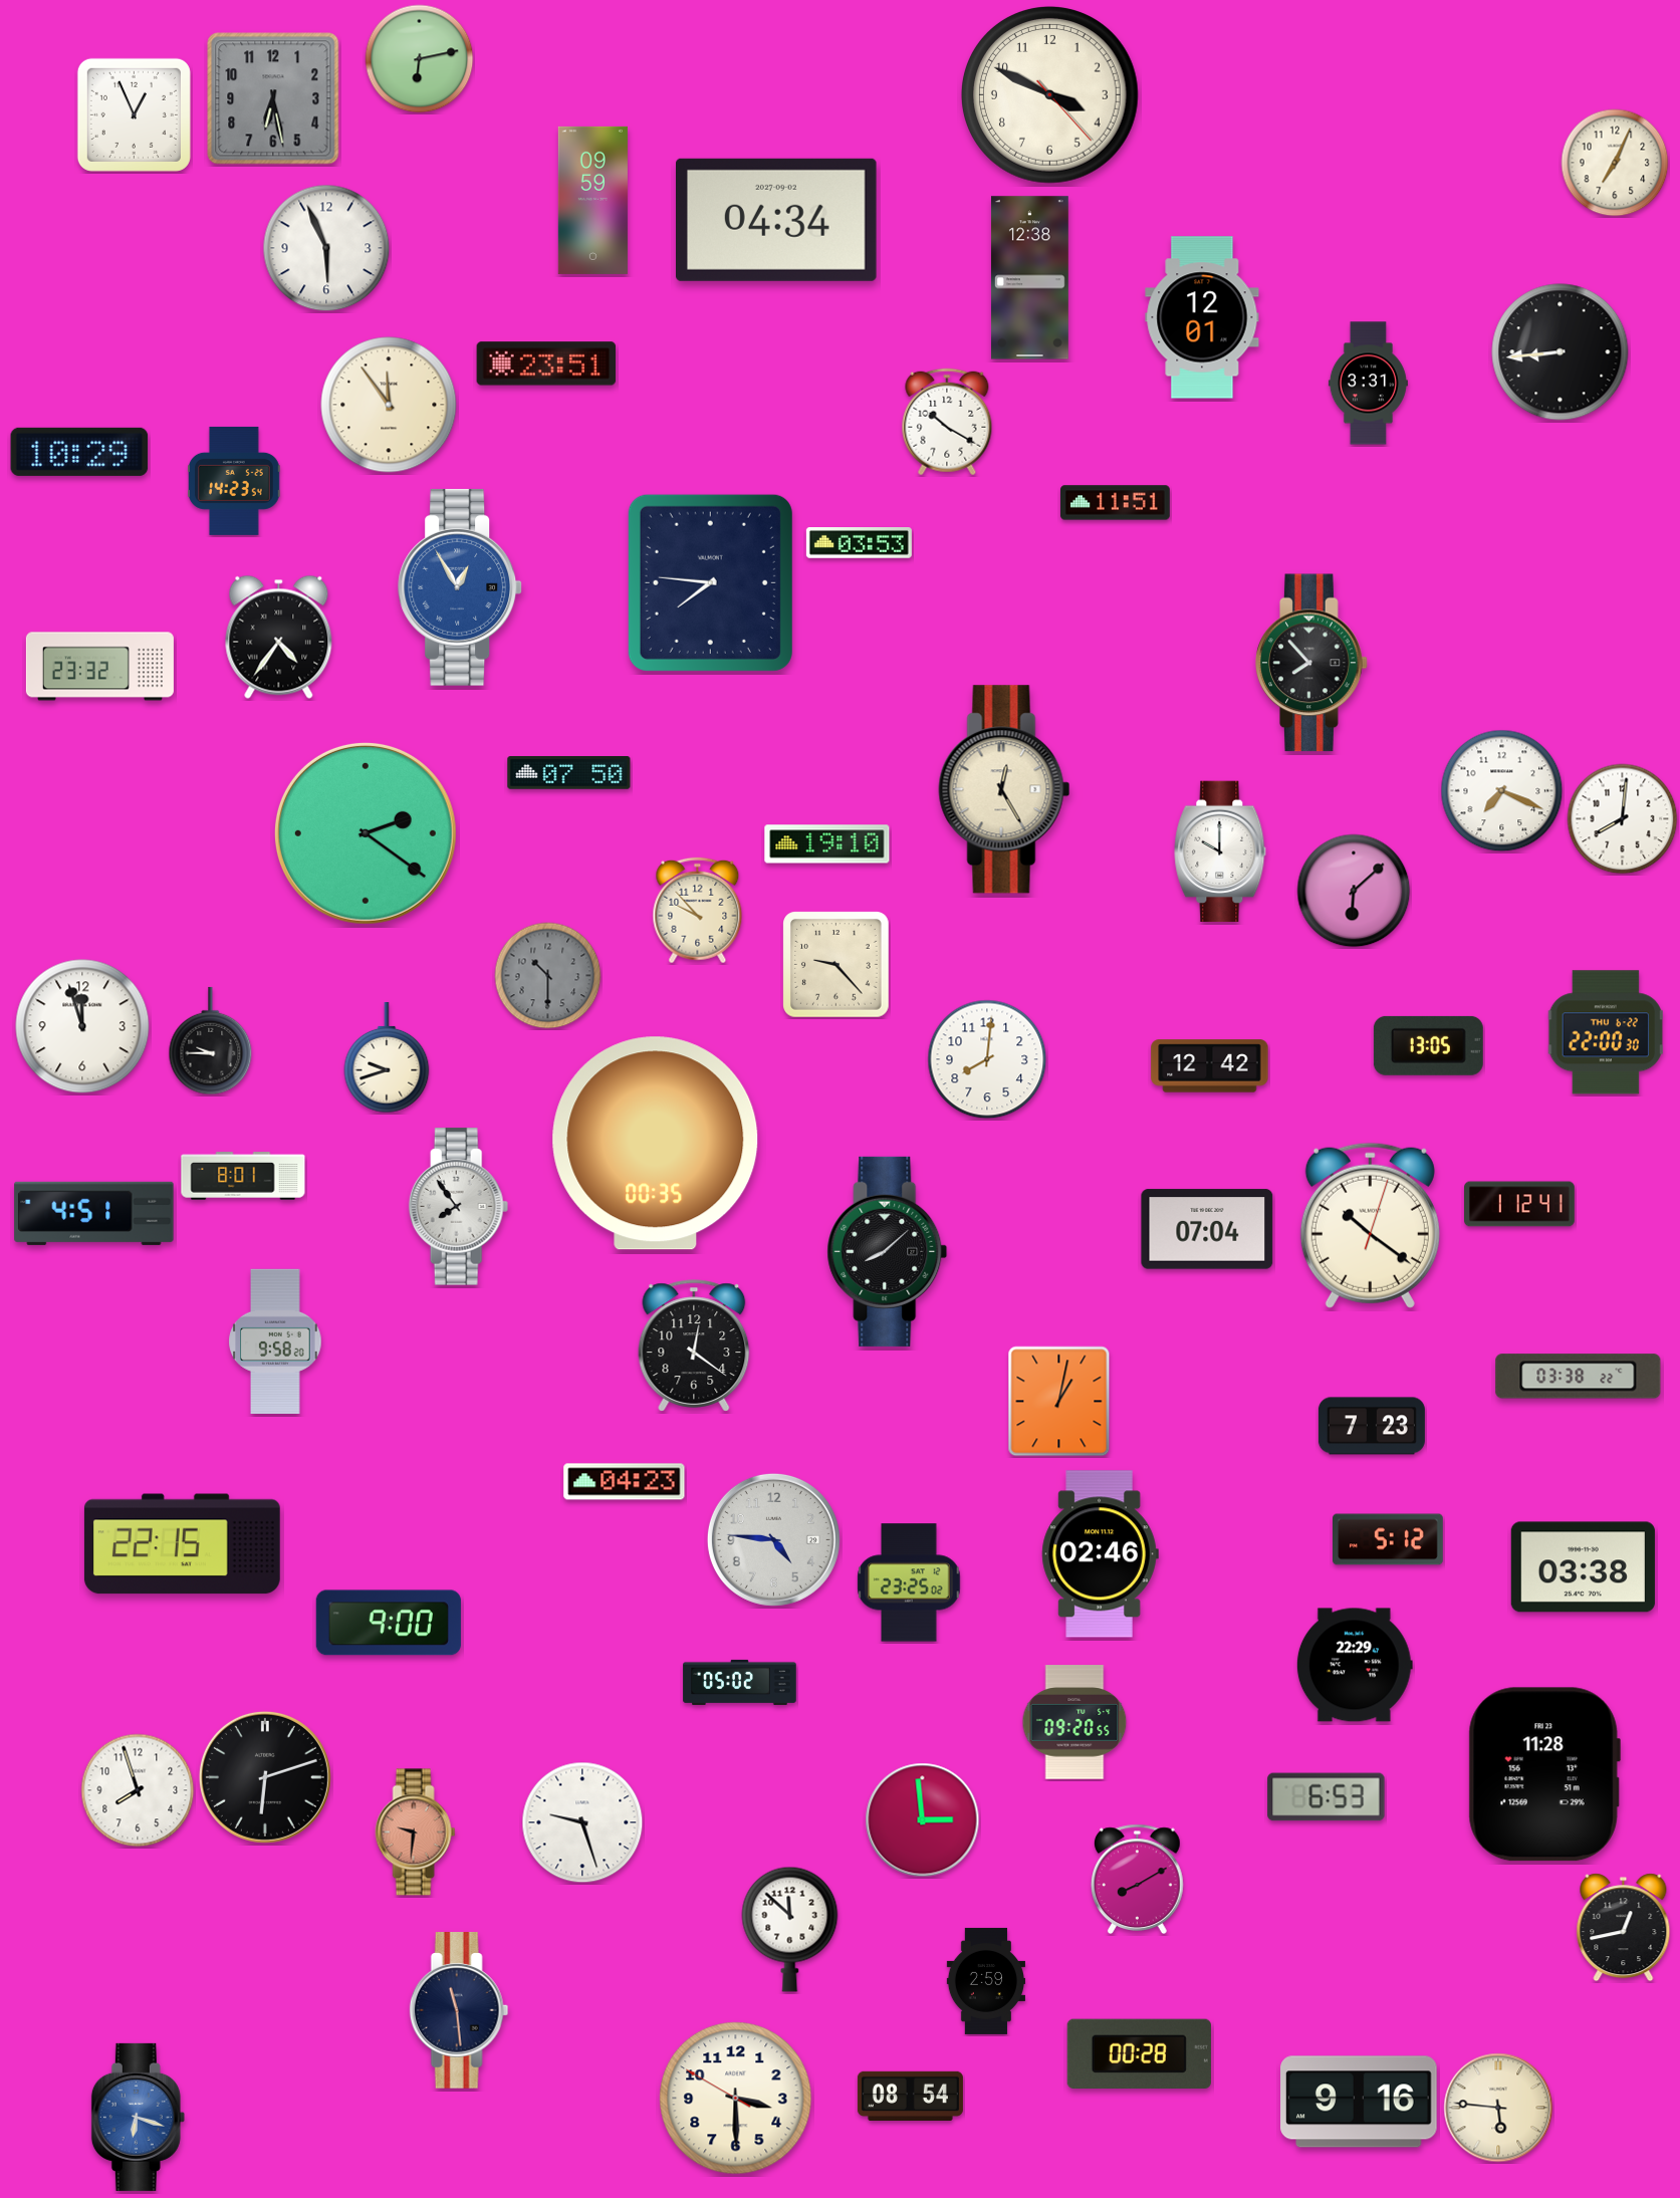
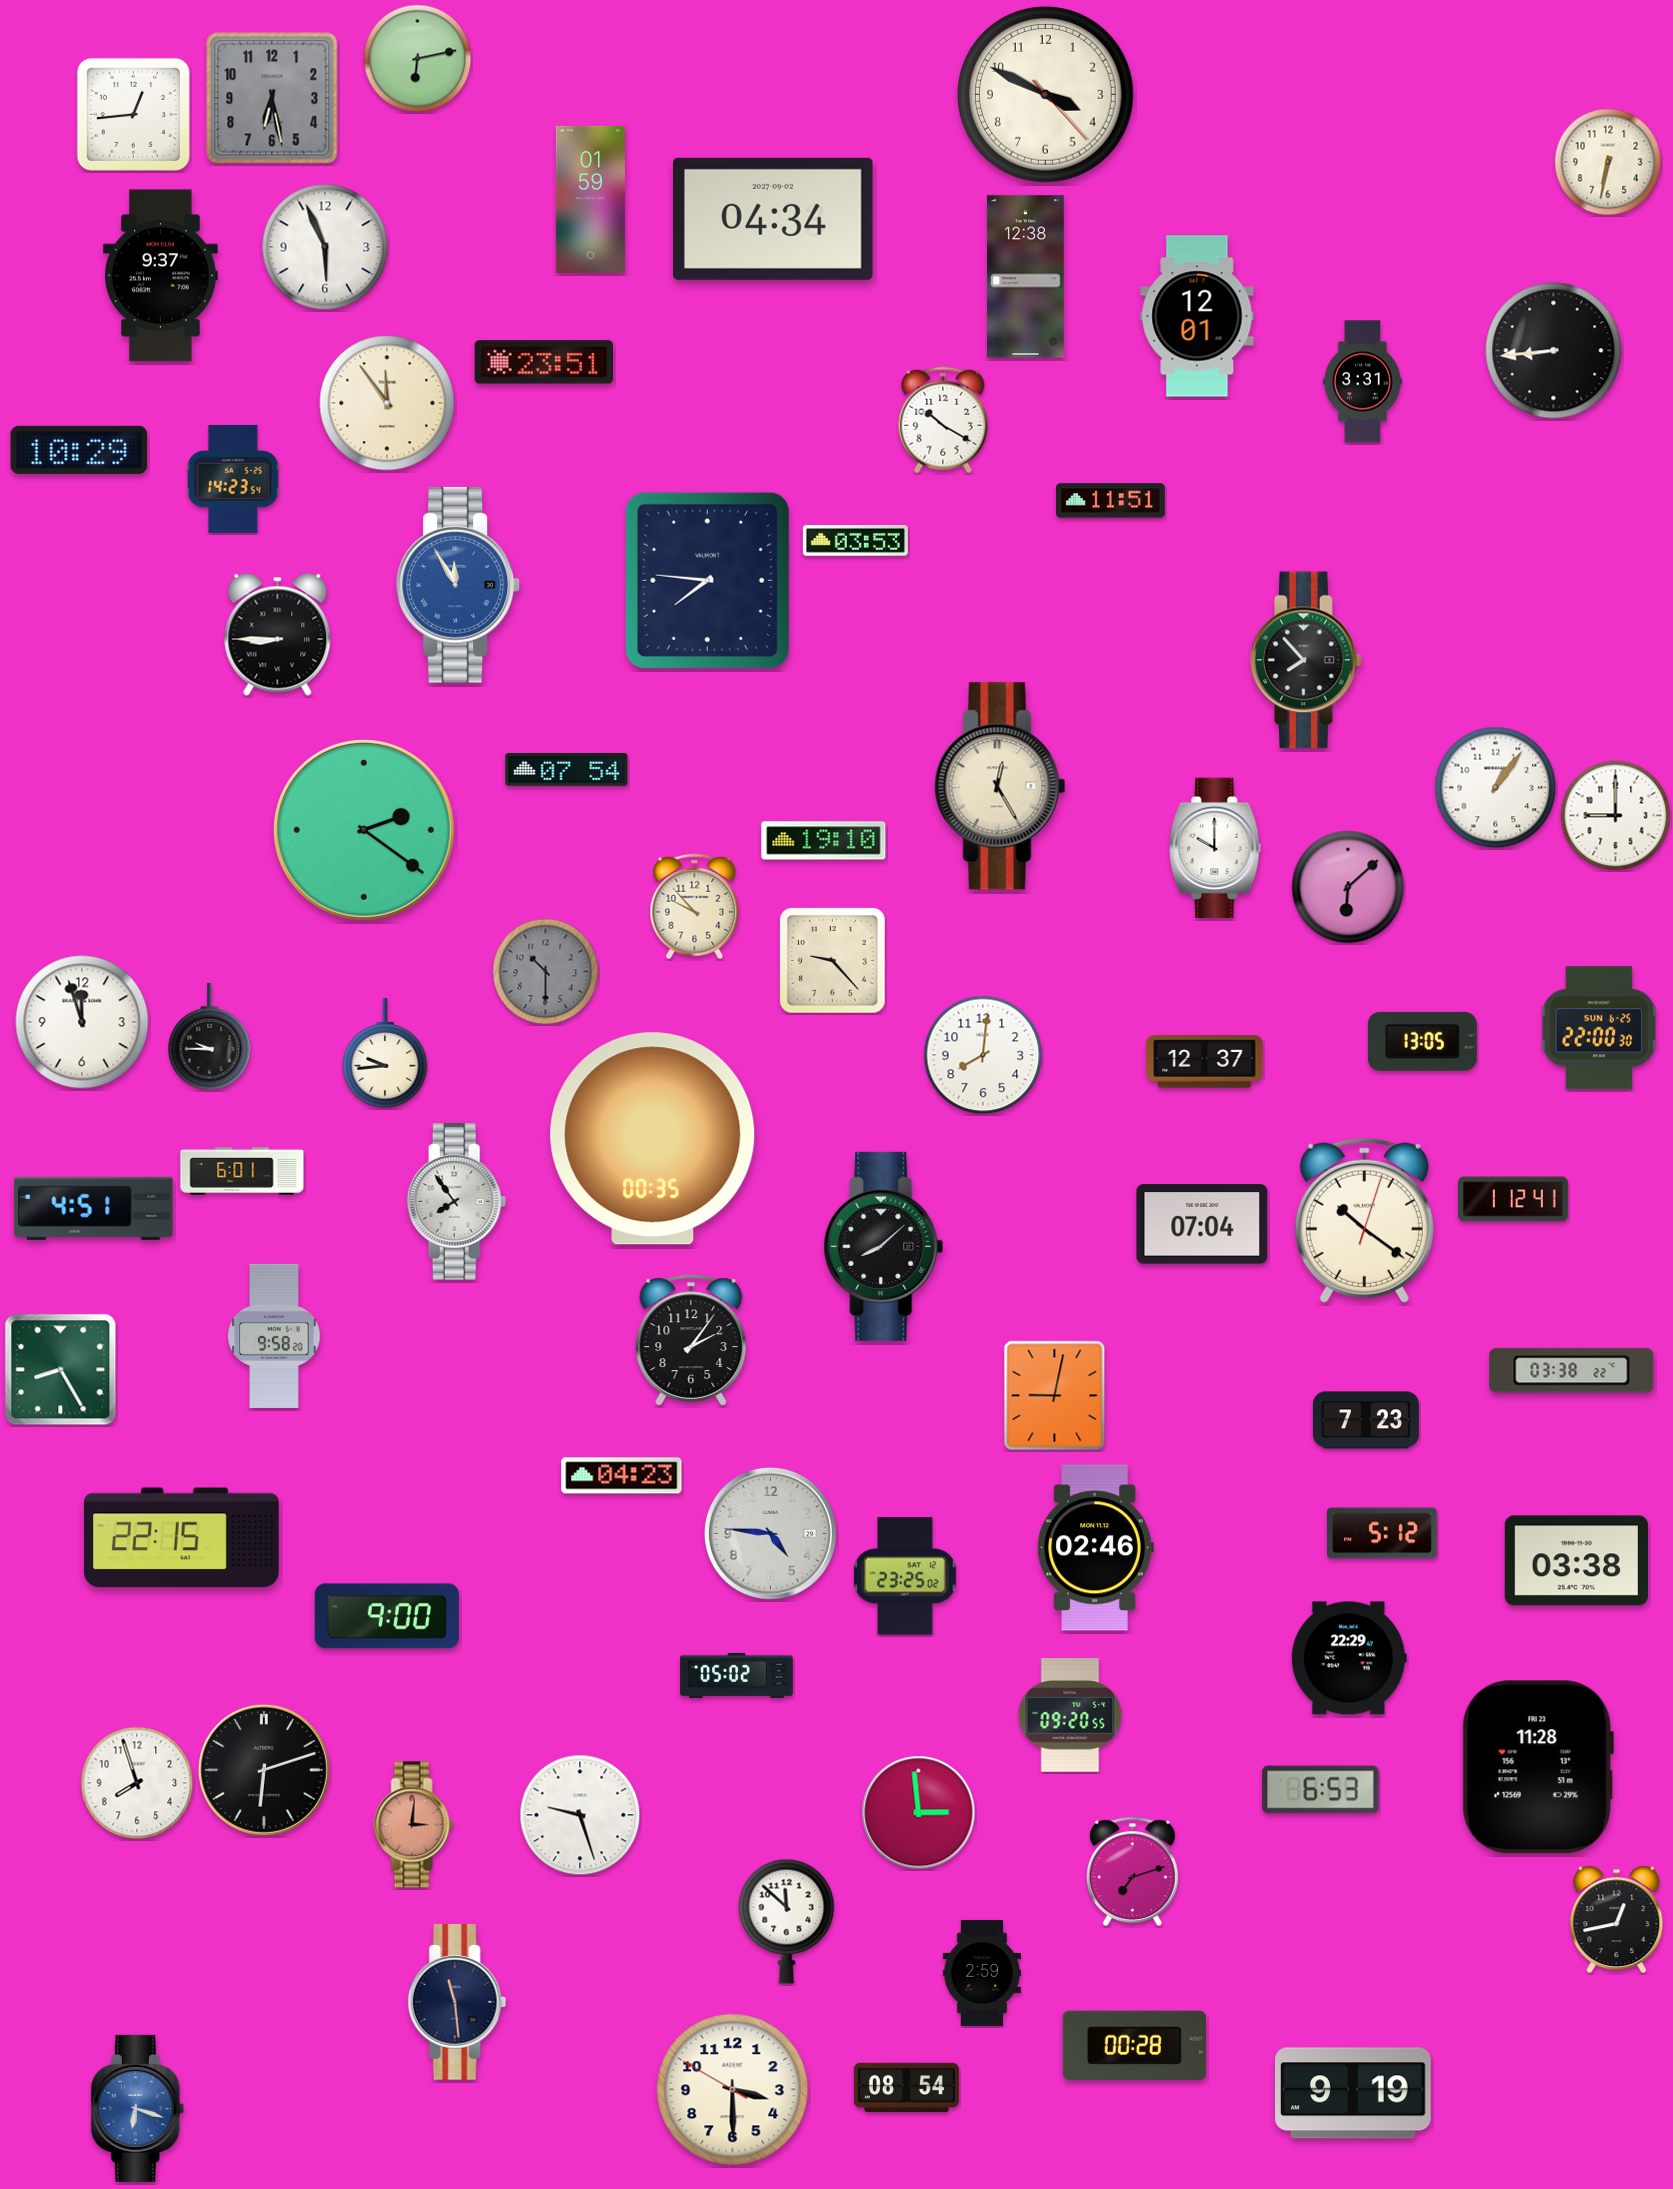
clock at (134, 114): 12:56 -> 12:44
clock at (1615, 163): 7:04 -> 6:32
clock at (592, 200): 09:59 -> 01:59
clock at (161, 276): none -> 9:37
clock at (461, 587): 12:55 -> 11:55
clock at (279, 637): 4:36 -> 8:45
clock at (99, 667): 23:32 -> none
clock at (569, 773): 07:50 -> 07:54
clock at (1502, 791): 7:19 -> 1:06
clock at (1623, 819): 8:01 -> 9:00
clock at (1605, 1032) date: THU 6-22 -> SUN 6-25
clock at (387, 1058): 9:42 -> 9:44
clock at (1210, 1066): 12:42 -> 12:37
clock at (243, 1176): 8:01 -> 6:01
clock at (694, 1346): 12:21 -> 2:06
clock at (61, 1370): none -> 8:25
clock at (1059, 1402): 1:02 -> 9:02
clock at (416, 1833): 9:31 -> 3:01
clock at (1138, 1879): 8:10 -> 7:12
clock at (1359, 2102): 9:16 -> 9:19
clock at (1498, 2108): 5:46 -> none
